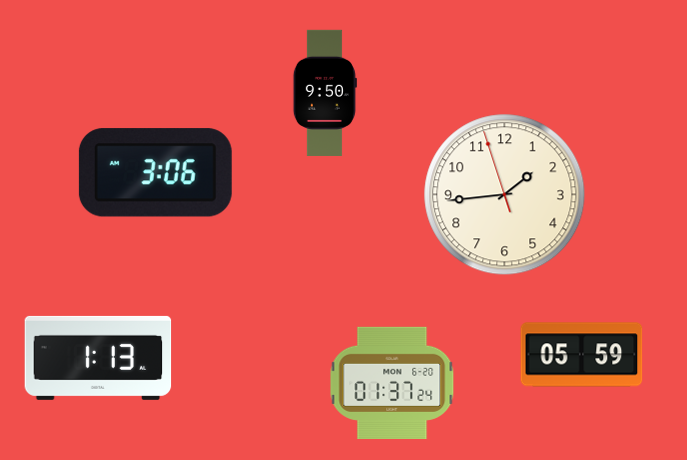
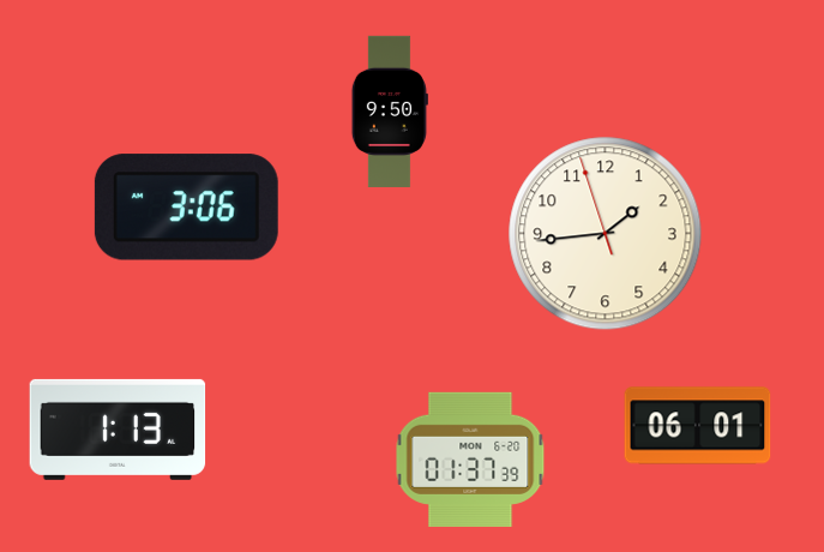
clock at (582, 355): 05:59 -> 06:01
clock at (392, 383): 01:37:24 -> 01:37:39
